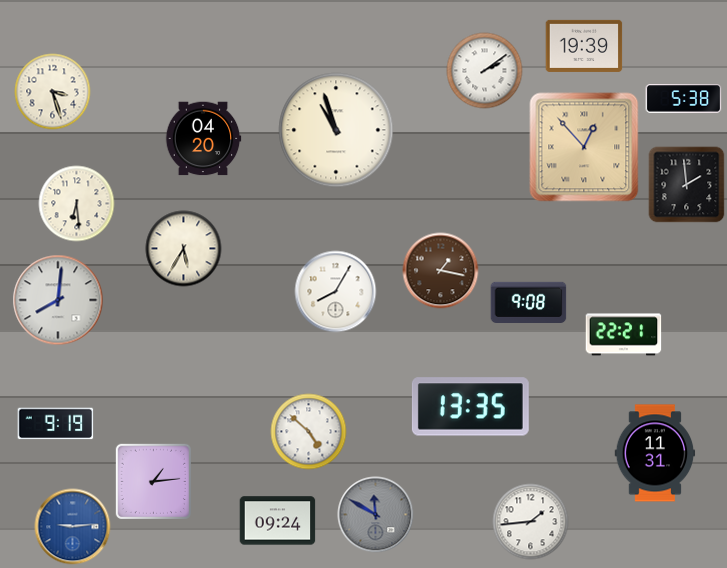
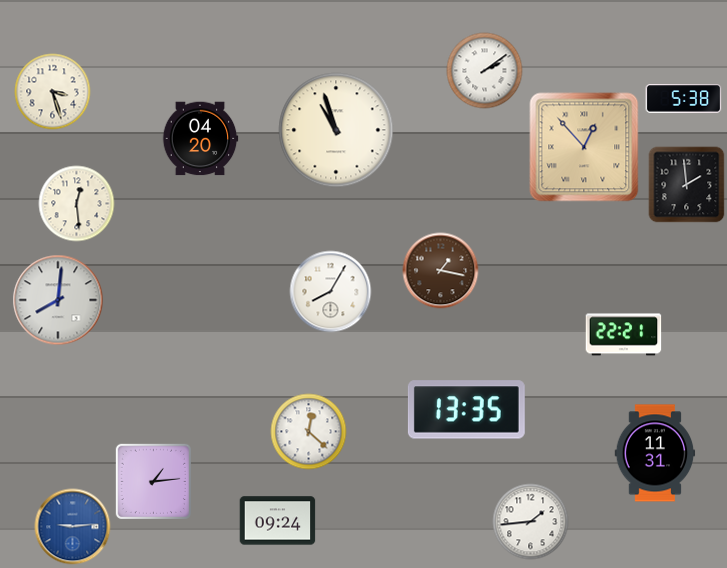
clock at (584, 46): 19:39 -> none
clock at (203, 139) position: (203, 139) -> (200, 139)
clock at (77, 204): 6:29 -> 12:29
clock at (184, 249): 5:35 -> none
clock at (336, 292) position: (336, 292) -> (331, 292)
clock at (529, 302): 9:08 -> none
clock at (470, 407) position: (470, 407) -> (466, 410)
clock at (56, 424): 9:19 -> none
clock at (309, 432): 4:52 -> 12:22
clock at (376, 515): 11:50 -> none
